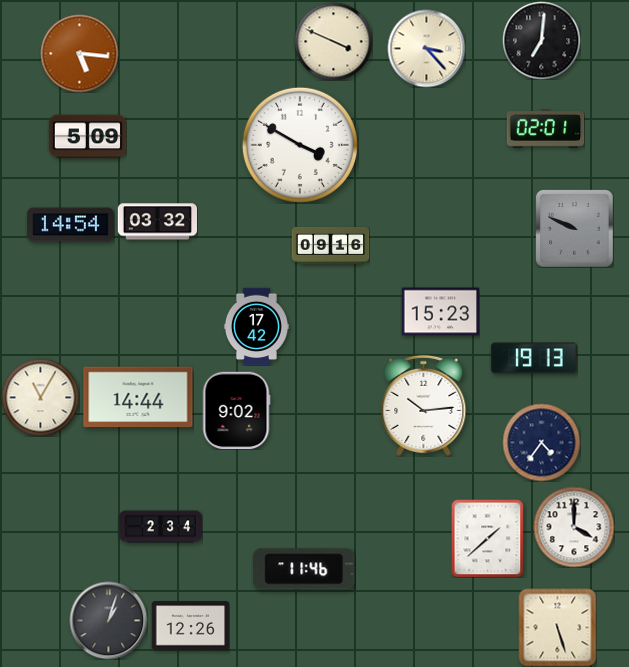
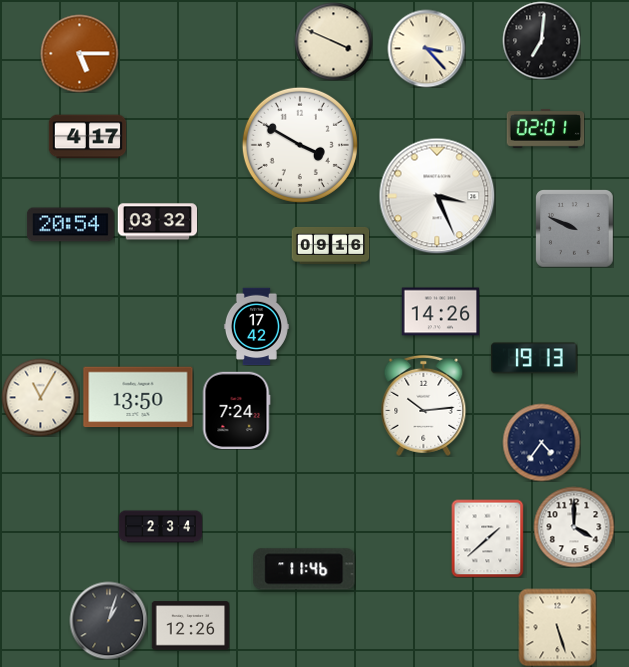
clock at (79, 53): 5:16 -> 5:15
clock at (87, 137): 5:09 -> 4:17
clock at (437, 196): none -> 3:26
clock at (70, 225): 14:54 -> 20:54
clock at (440, 312): 15:23 -> 14:26
clock at (138, 397): 14:44 -> 13:50
clock at (236, 410): 9:02 -> 7:24
